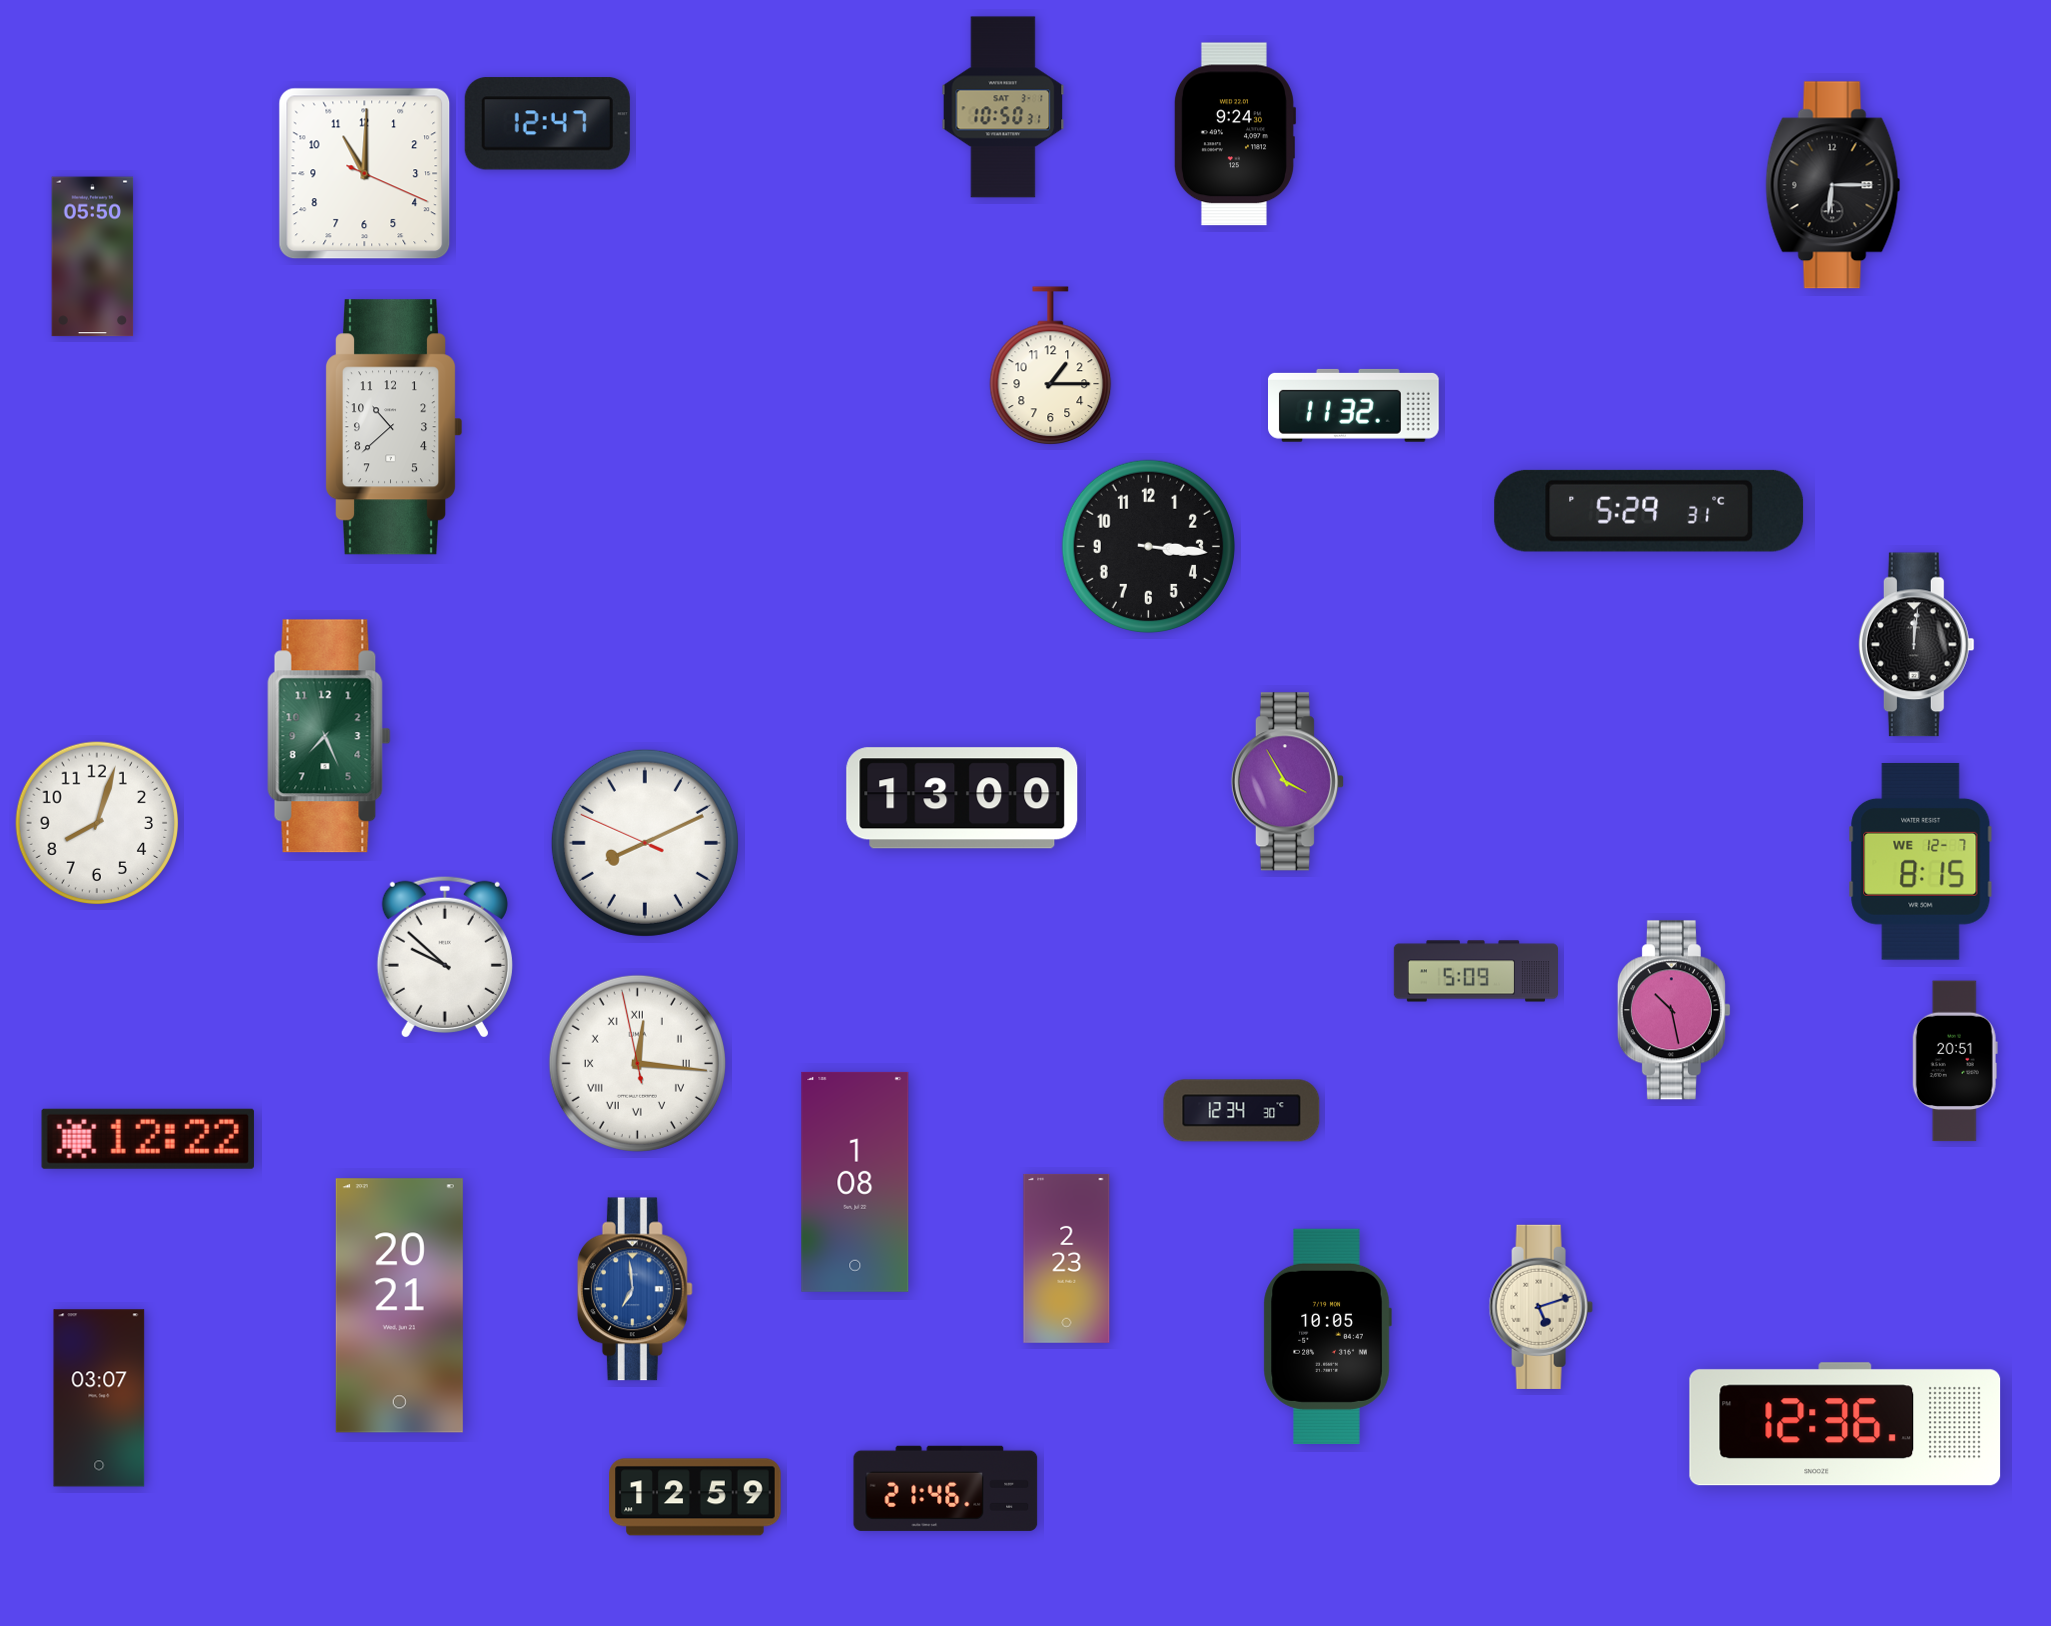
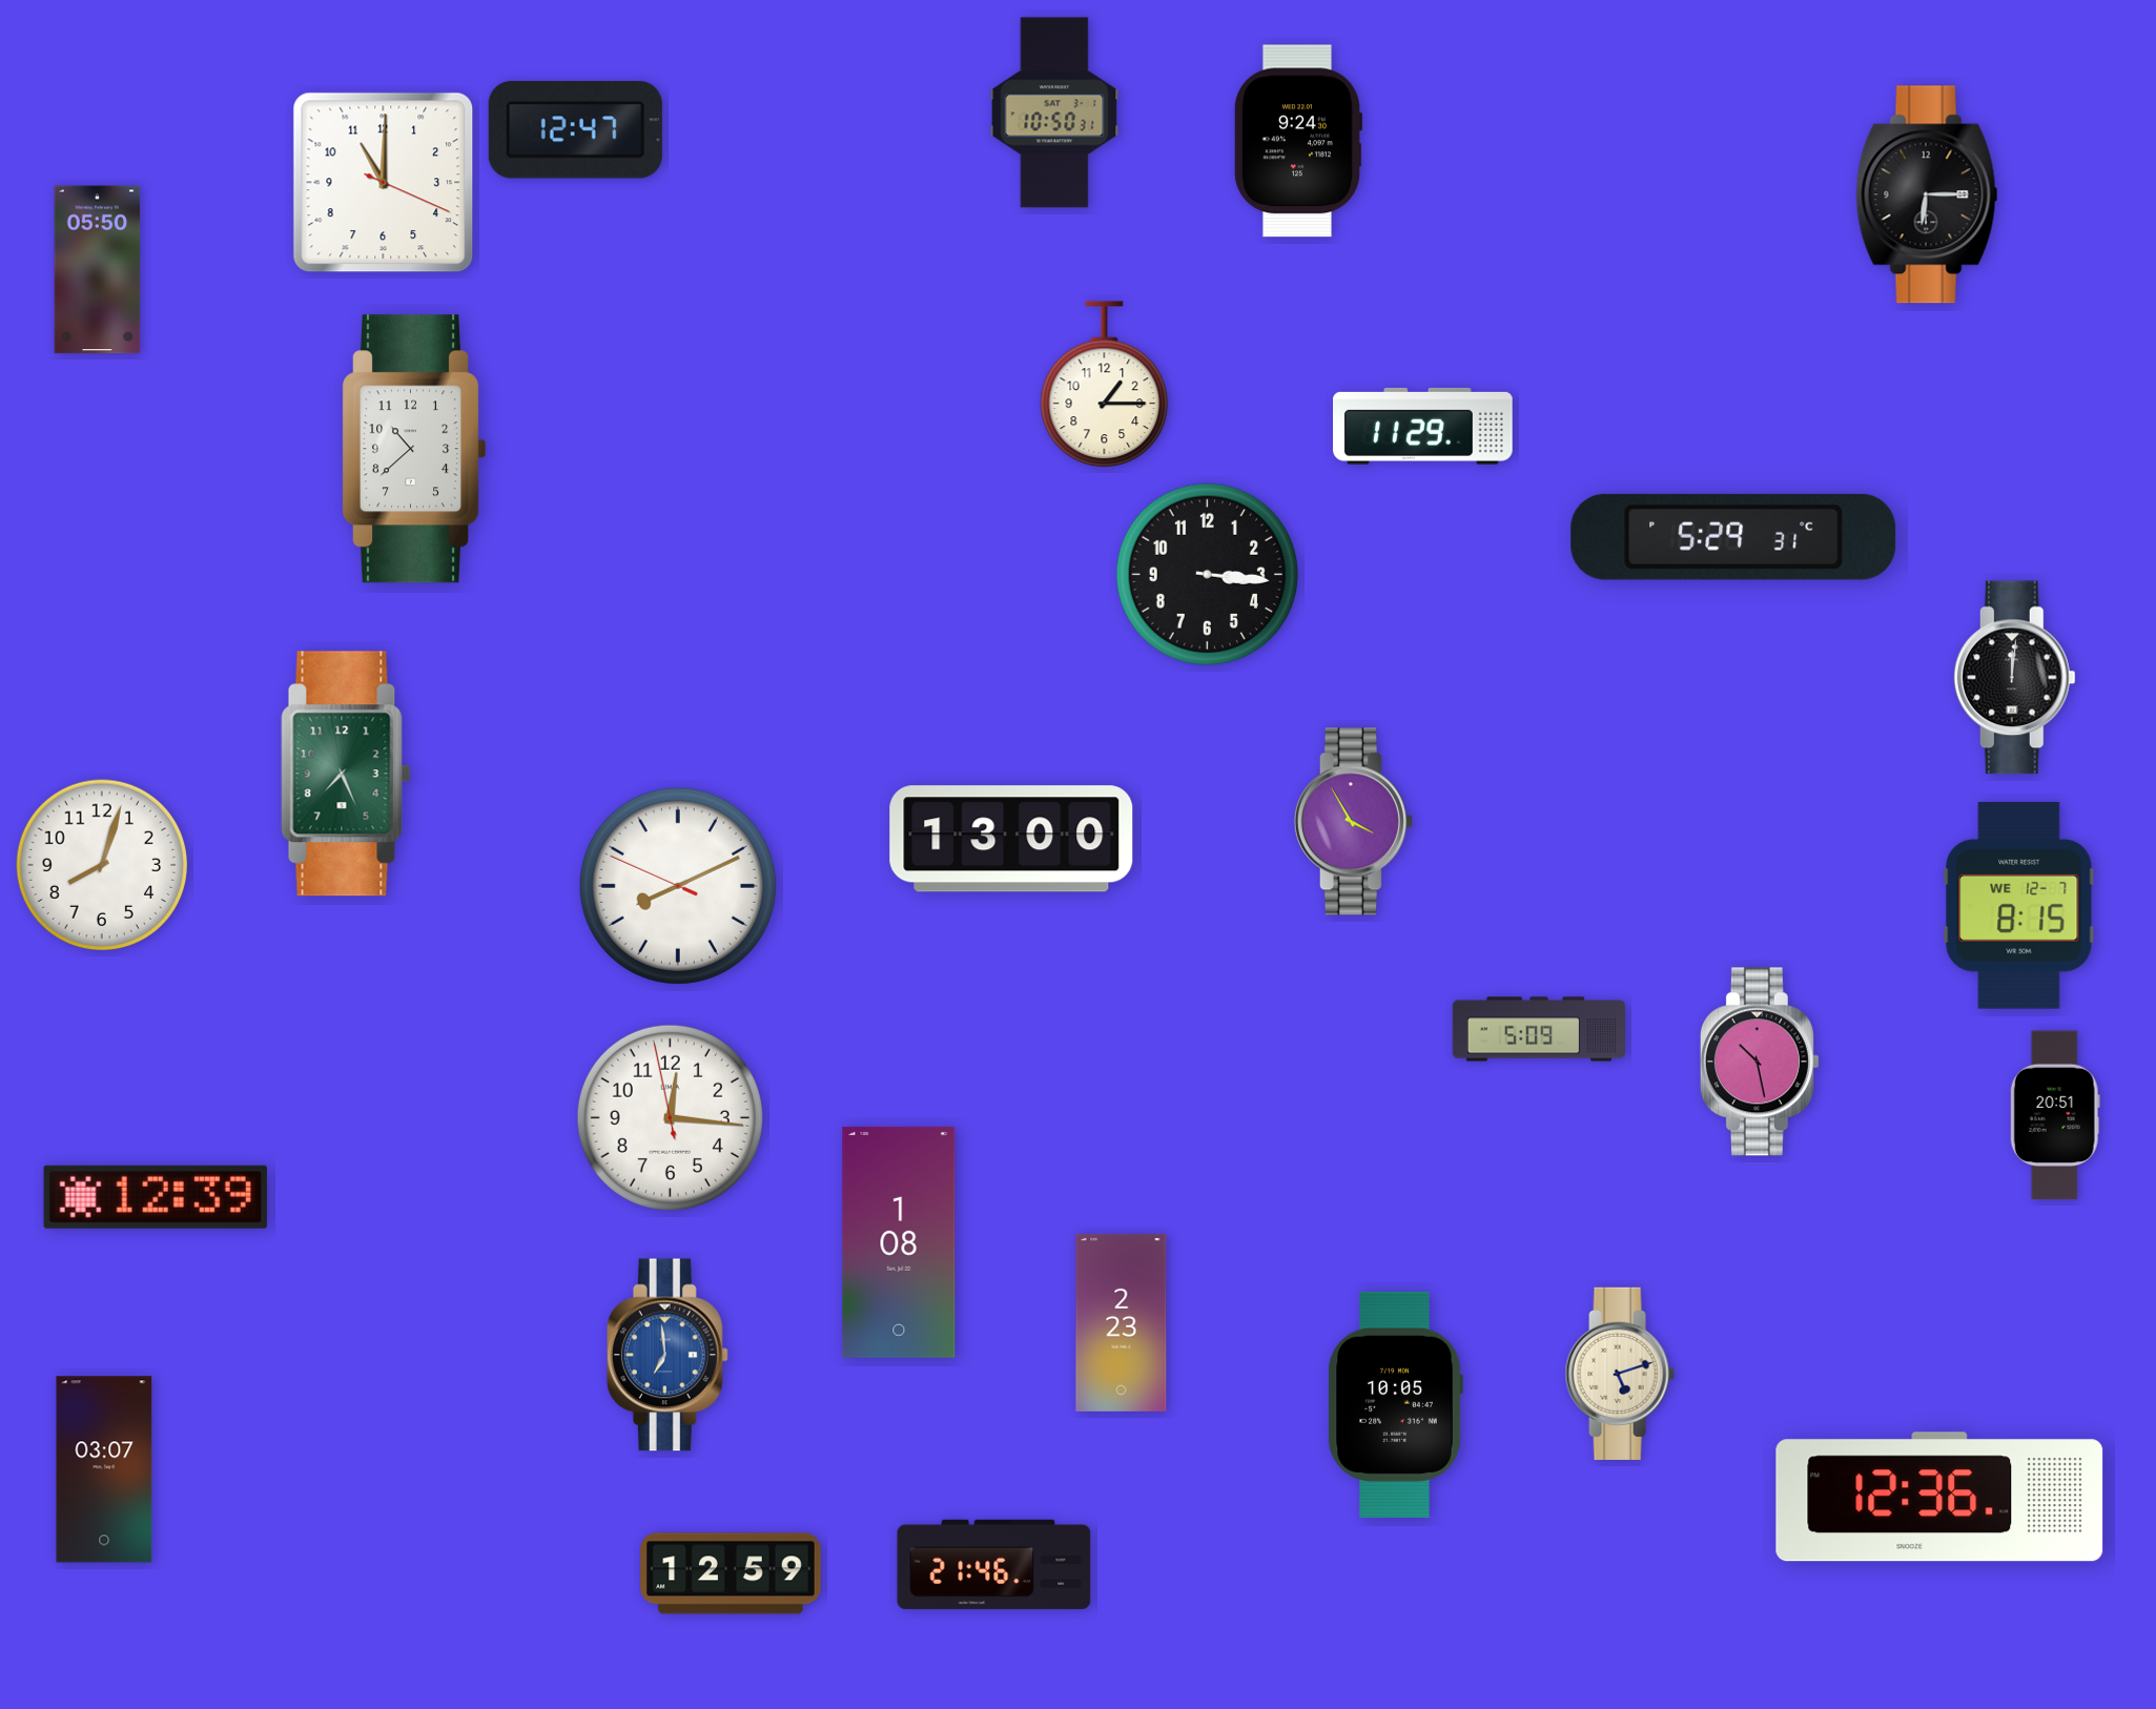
clock at (1354, 405): 11:32 -> 11:29
clock at (445, 957): 9:52 -> none
clock at (1475, 971) position: (1475, 971) -> (1538, 1029)
clock at (637, 1063) numerals: Roman -> Arabic
clock at (1242, 1111): 12:34 -> none
clock at (148, 1139): 12:22 -> 12:39
clock at (399, 1306): 20:21 -> none
